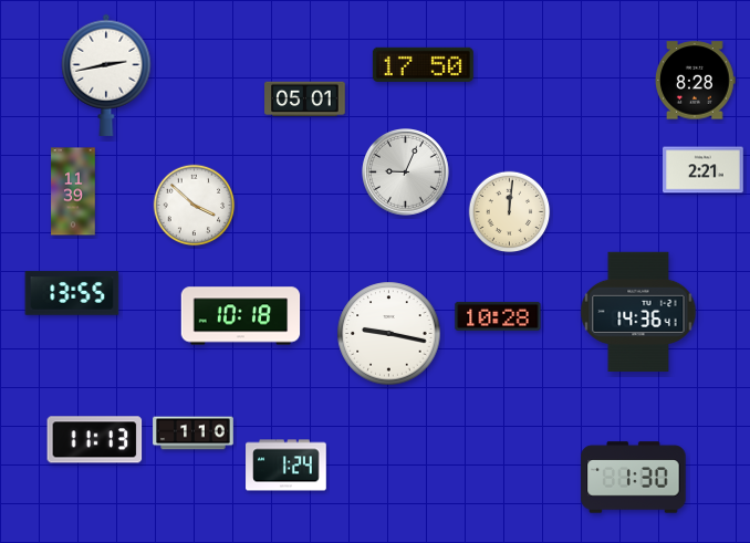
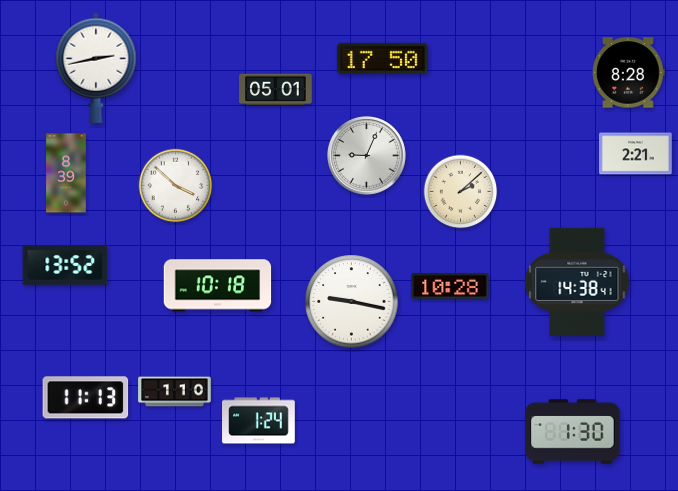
clock at (73, 191): 11:39 -> 8:39
clock at (510, 212): 12:01 -> 2:08
clock at (72, 293): 13:55 -> 13:52
clock at (638, 311): 14:36 -> 14:38
